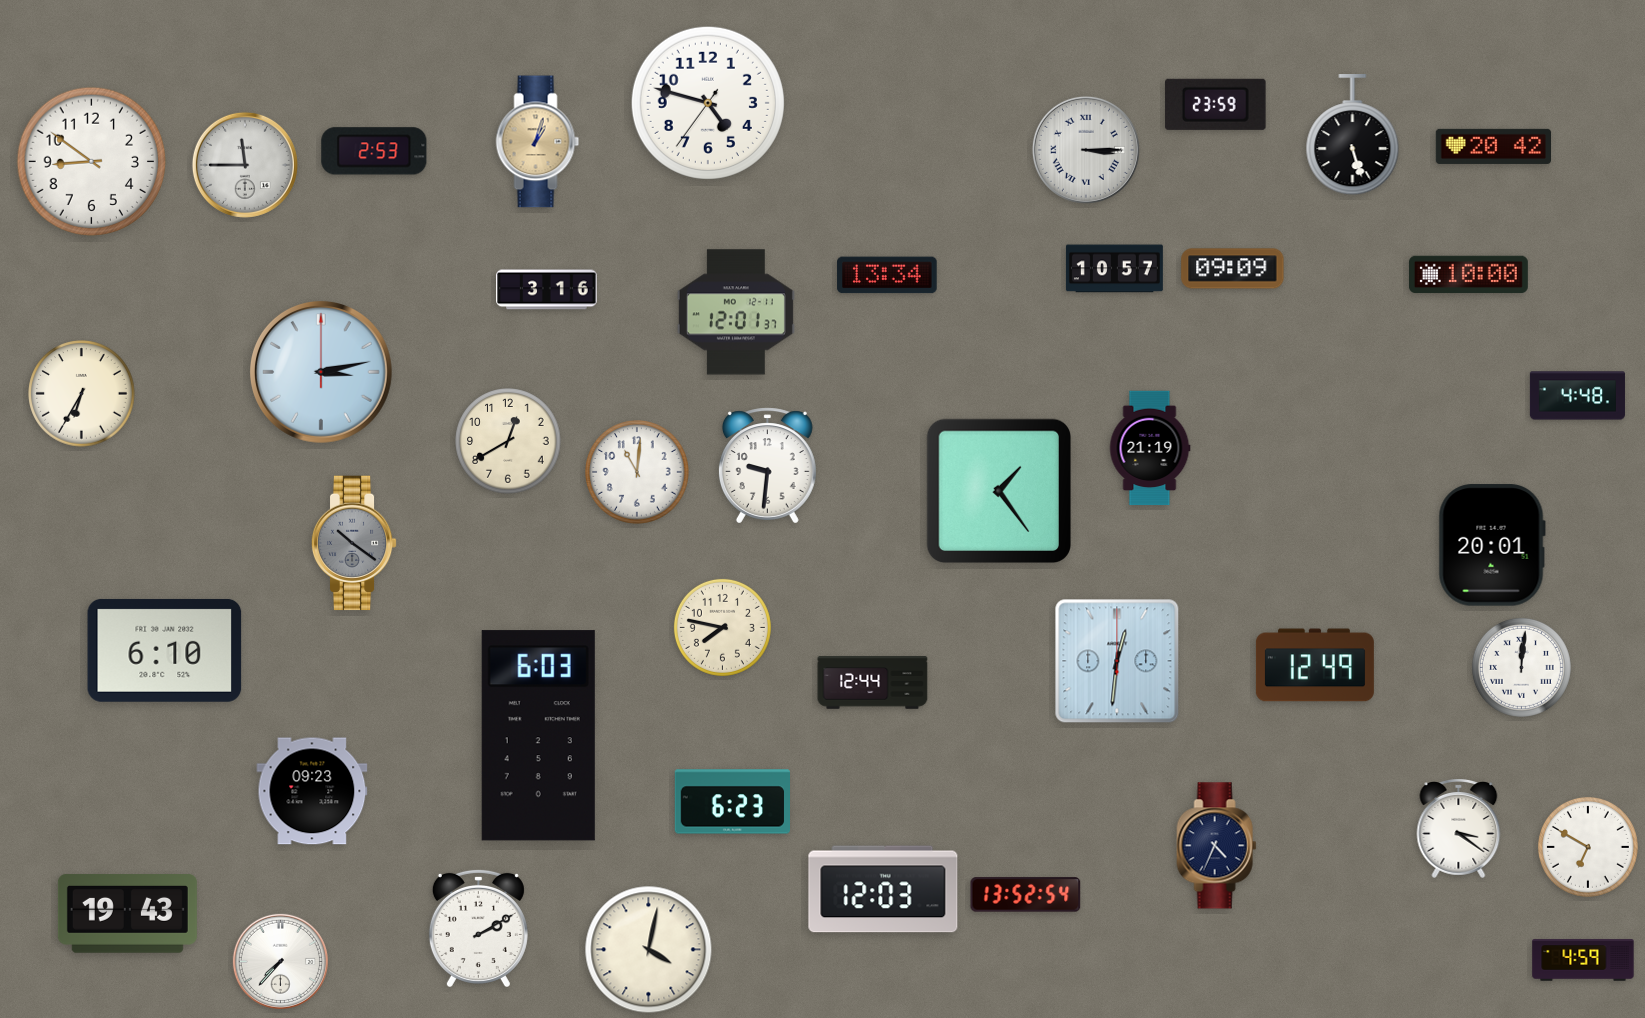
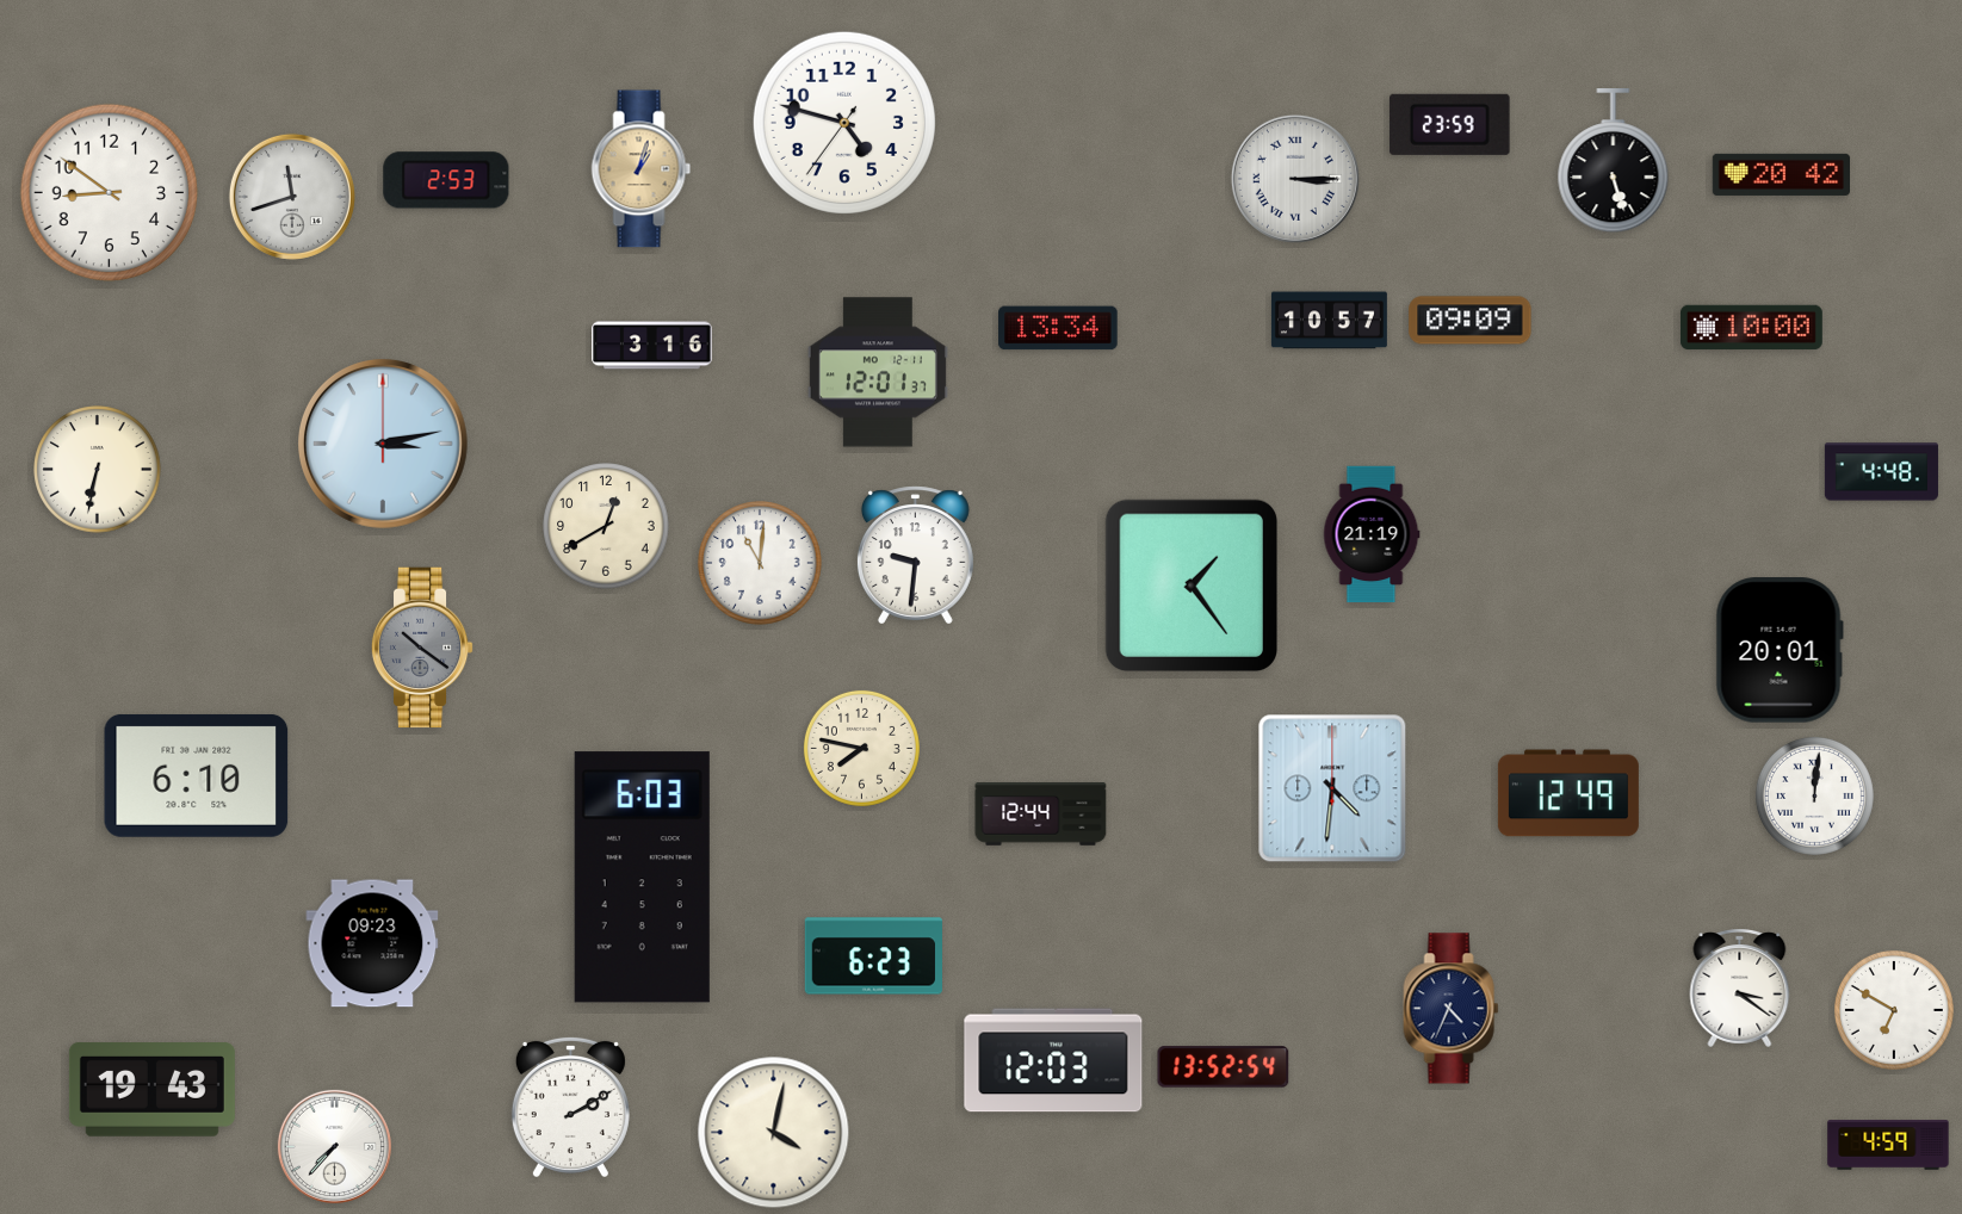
clock at (245, 165): 11:45 -> 11:42
clock at (82, 394): 6:35 -> 6:32
clock at (1117, 661): 12:31 -> 4:31
